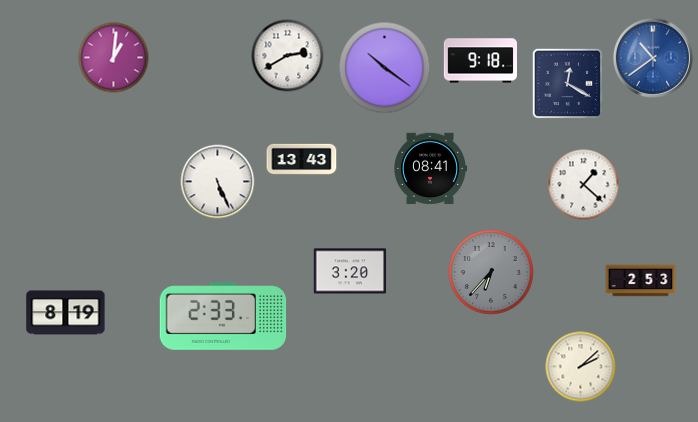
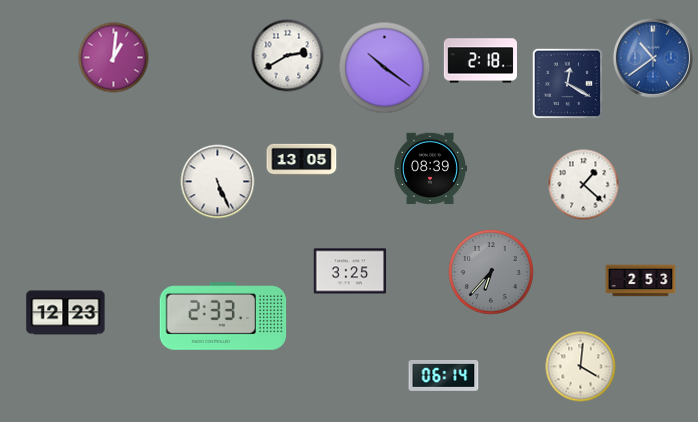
clock at (480, 61): 9:18 -> 2:18
clock at (302, 160): 13:43 -> 13:05
clock at (429, 169): 08:41 -> 08:39
clock at (350, 271): 3:20 -> 3:25
clock at (66, 313): 8:19 -> 12:23
clock at (581, 367): 2:08 -> 4:01
clock at (444, 375): none -> 06:14
